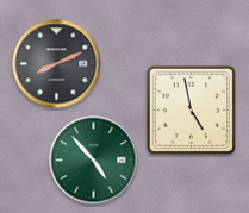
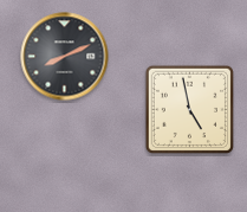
clock at (57, 64) position: (57, 64) -> (65, 57)
clock at (94, 161): 4:53 -> none
